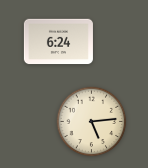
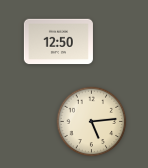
clock at (58, 42): 6:24 -> 12:50
